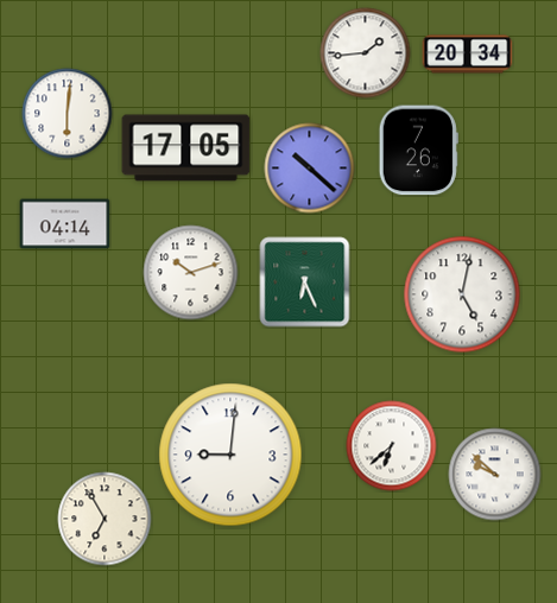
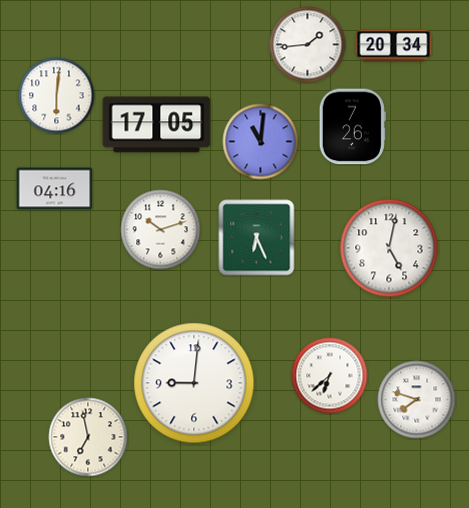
clock at (310, 169): 10:22 -> 11:01
clock at (65, 224): 04:14 -> 04:16
clock at (495, 475): 9:52 -> 7:48
clock at (105, 519): 6:55 -> 6:58
